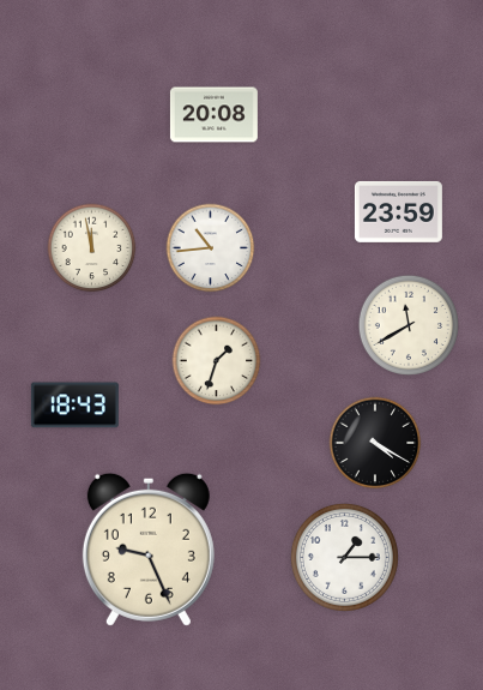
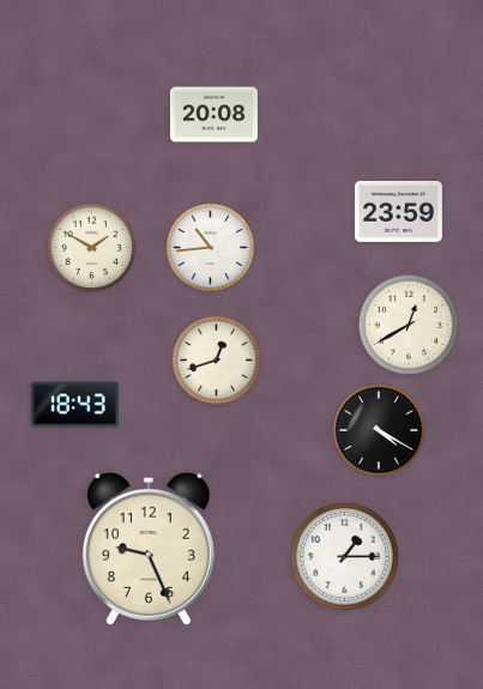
clock at (92, 248): 11:58 -> 1:50
clock at (409, 325): 11:40 -> 12:40
clock at (217, 361): 1:33 -> 12:42
clock at (375, 443) position: (375, 443) -> (379, 430)
